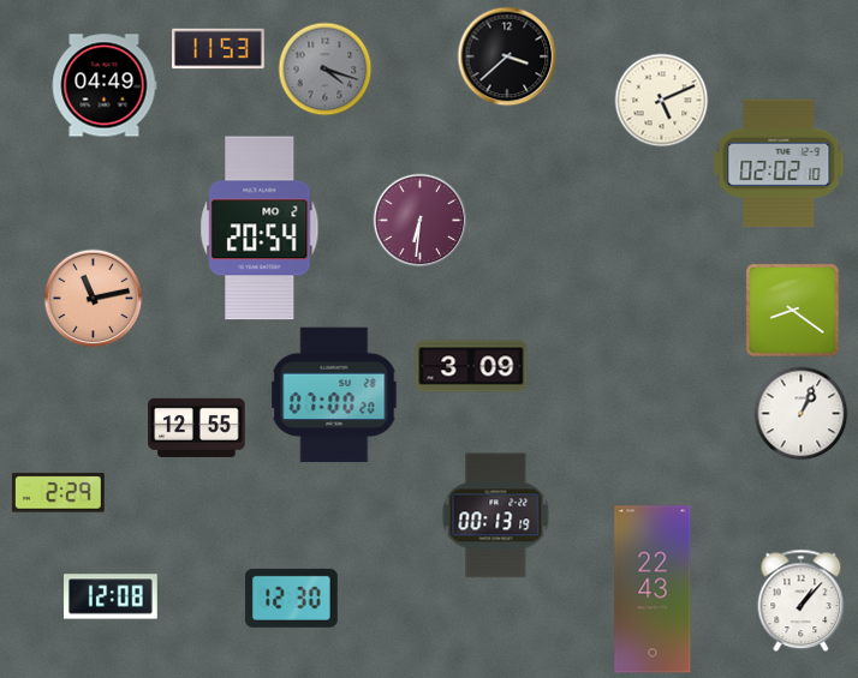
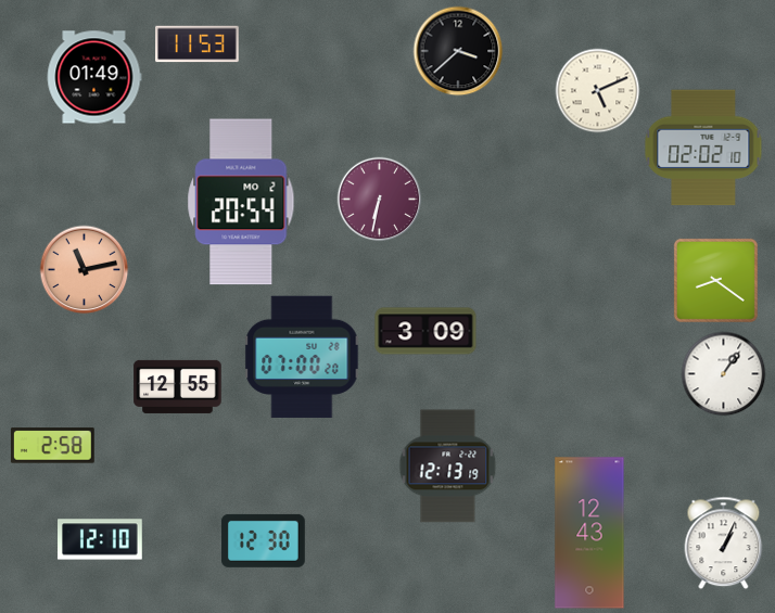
clock at (324, 68): 4:18 -> none
clock at (105, 85): 04:49 -> 01:49
clock at (419, 220): 6:31 -> 6:32
clock at (260, 228) position: (260, 228) -> (241, 202)
clock at (800, 413): 1:04 -> 1:06
clock at (58, 493): 2:29 -> 2:58
clock at (496, 516): 00:13 -> 12:13
clock at (653, 589): 22:43 -> 12:43
clock at (111, 596): 12:08 -> 12:10
clock at (802, 600): 1:07 -> 1:04
